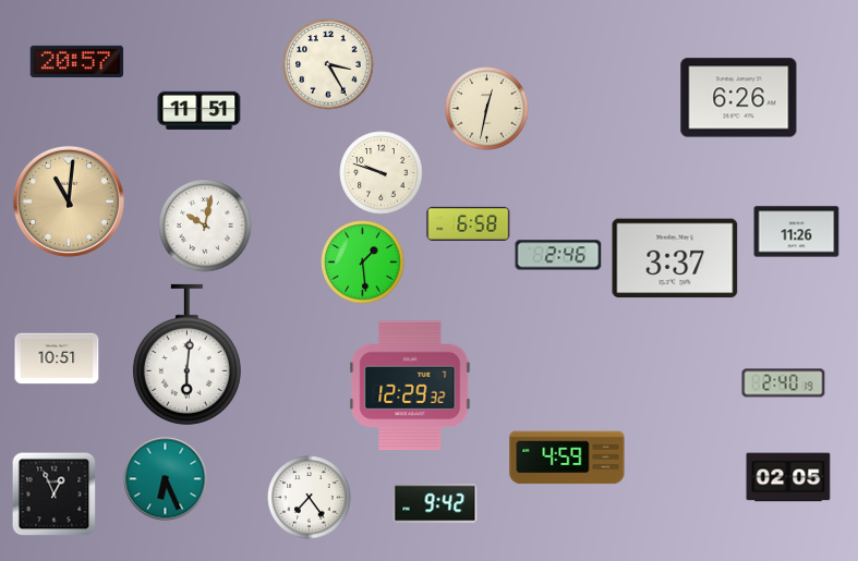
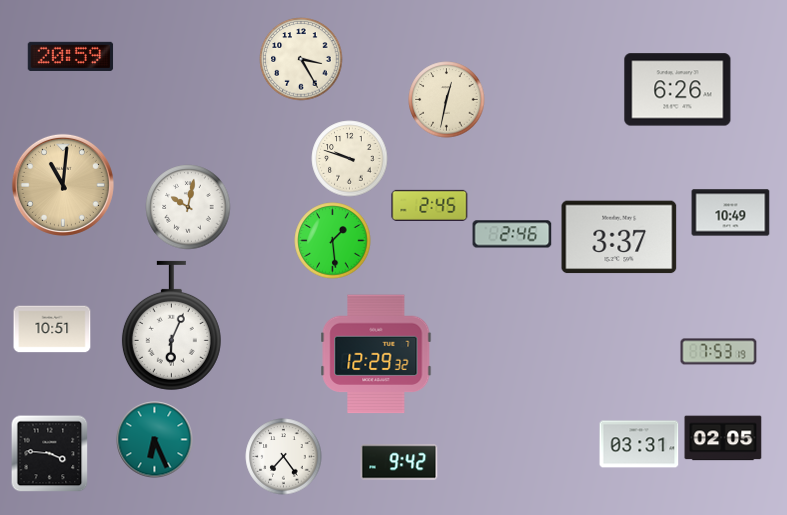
clock at (77, 61): 20:57 -> 20:59
clock at (200, 110): 11:51 -> none
clock at (469, 223): 6:58 -> 2:45
clock at (797, 232): 11:26 -> 10:49
clock at (186, 354): 6:01 -> 6:04
clock at (784, 383): 2:40 -> 7:53
clock at (567, 458): 4:59 -> none
clock at (166, 479) position: (166, 479) -> (155, 440)
clock at (639, 444): none -> 03:31
clock at (53, 493): 12:56 -> 3:46
